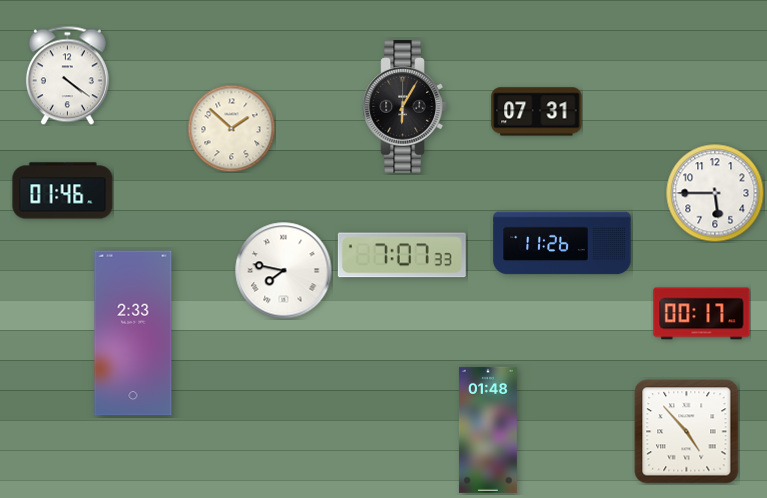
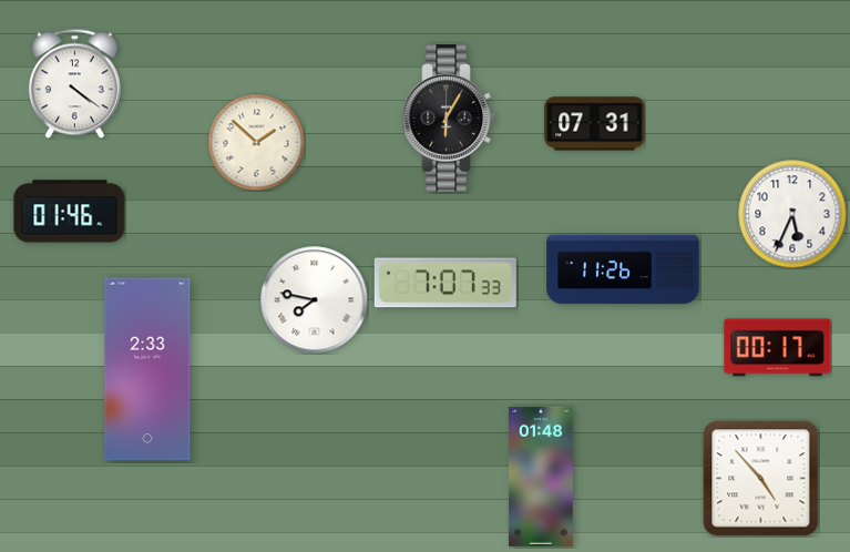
clock at (715, 193): 5:45 -> 5:34
